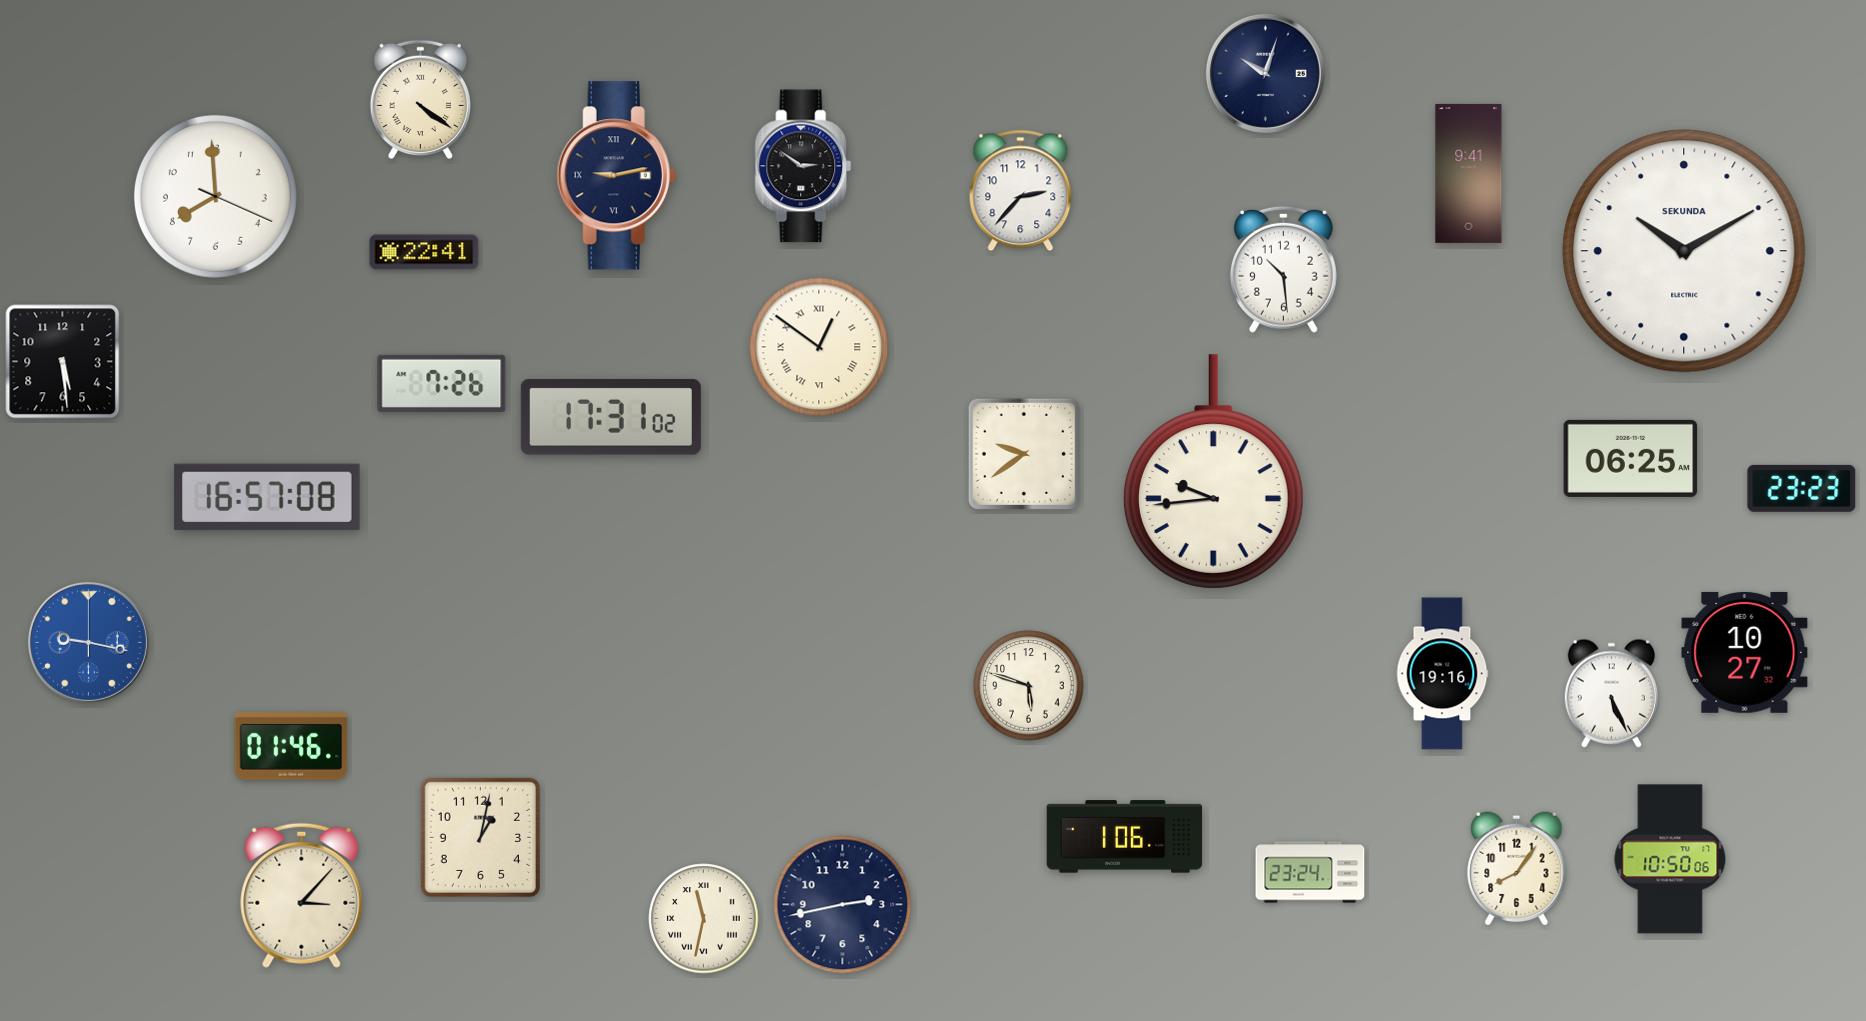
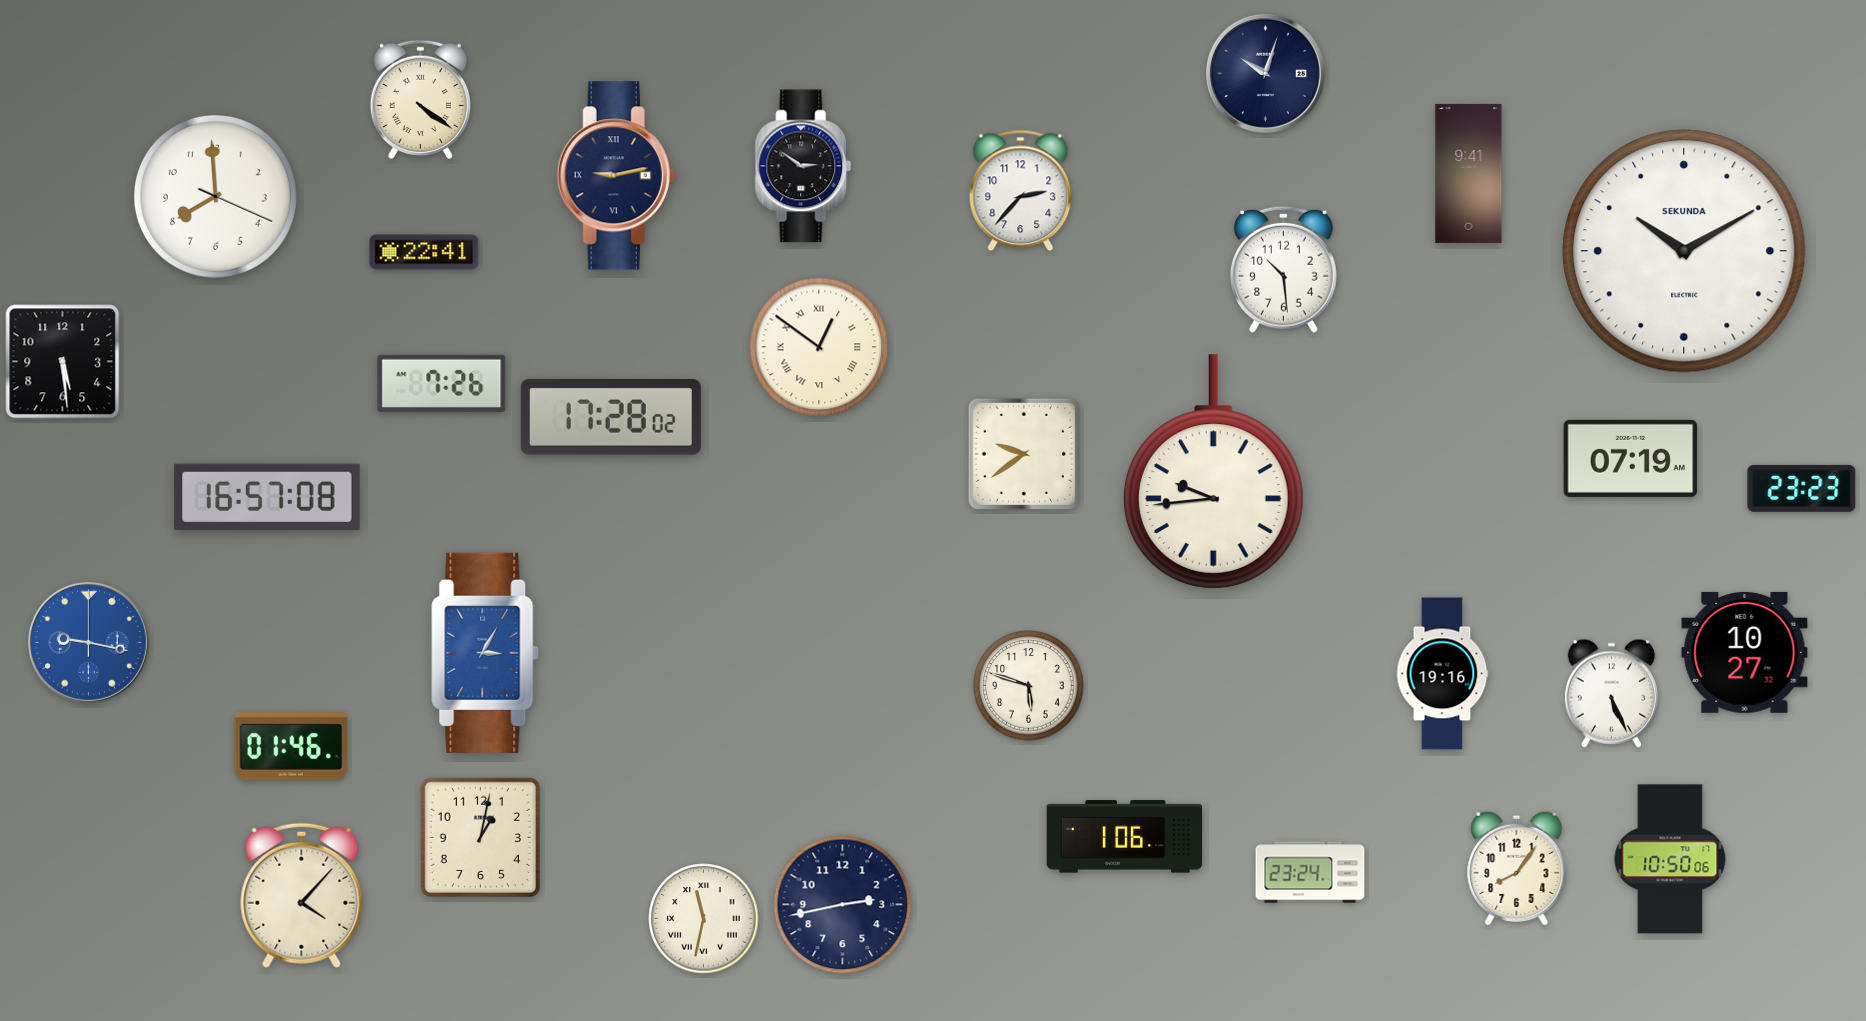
clock at (611, 417): 17:31 -> 17:28
clock at (1631, 458): 06:25 -> 07:19
clock at (485, 653): none -> 3:05
clock at (302, 895): 3:07 -> 4:07
